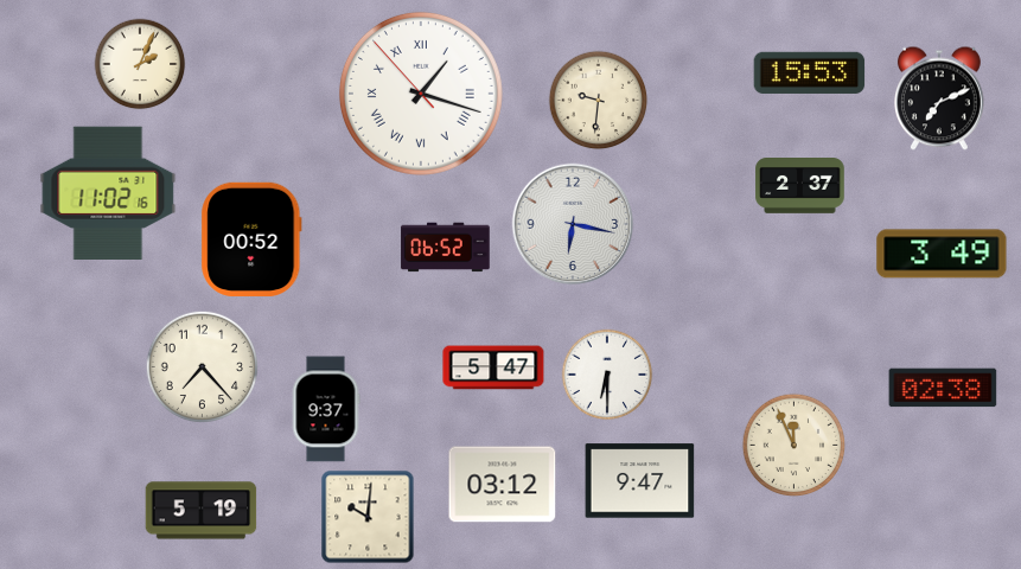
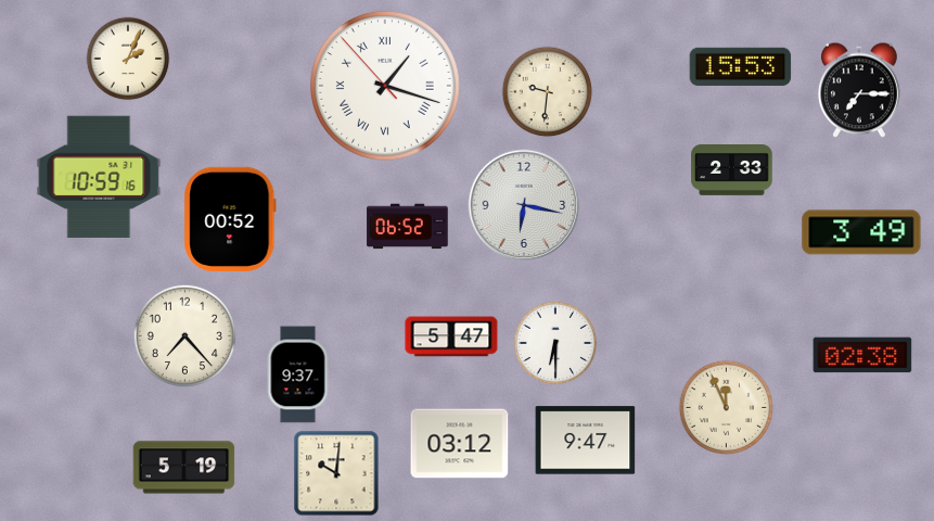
clock at (940, 98): 7:11 -> 7:15
clock at (800, 186): 2:37 -> 2:33
clock at (108, 193): 11:02 -> 10:59
